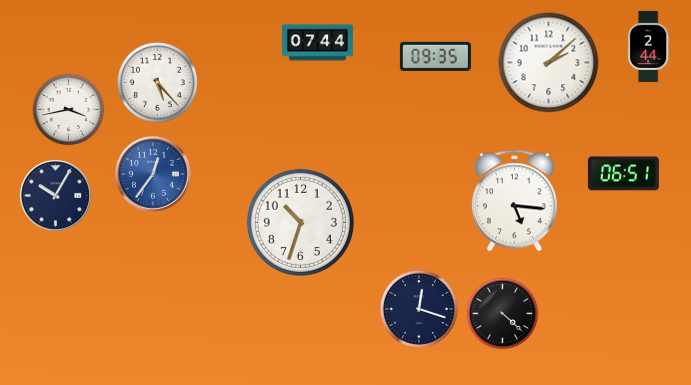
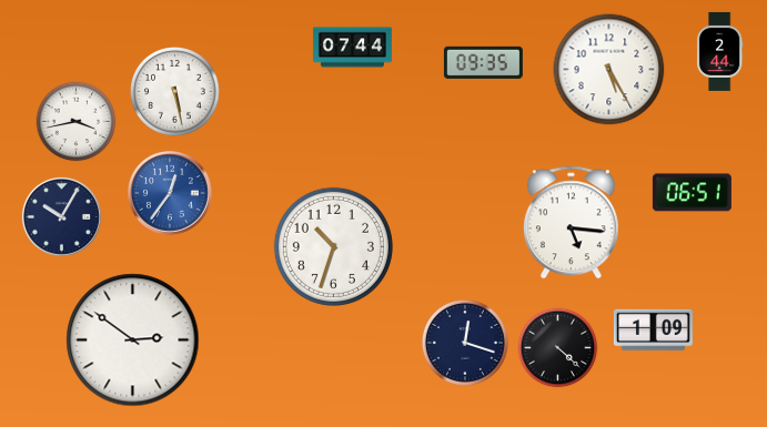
clock at (549, 63): 2:08 -> 5:25
clock at (158, 83): 5:23 -> 5:28
clock at (653, 331): none -> 1:09
clock at (133, 340): none -> 2:51
